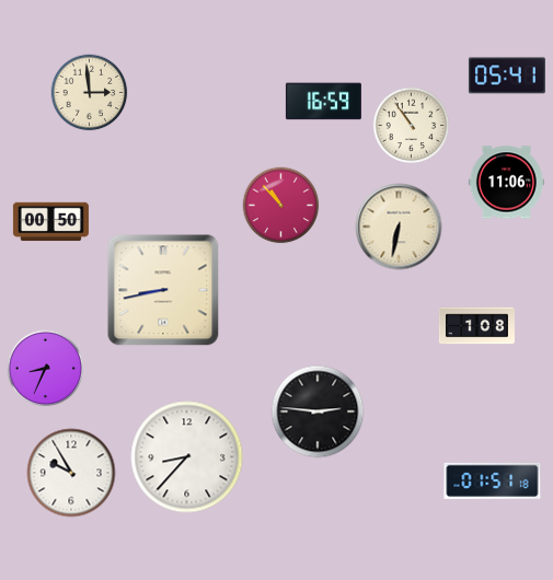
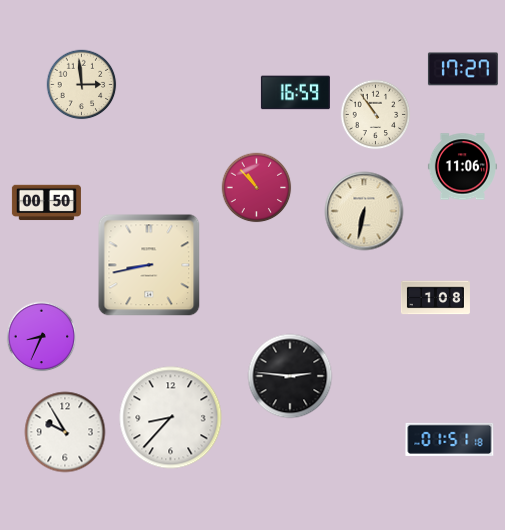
clock at (507, 76): 05:41 -> 17:27
clock at (399, 227) position: (399, 227) -> (364, 211)
